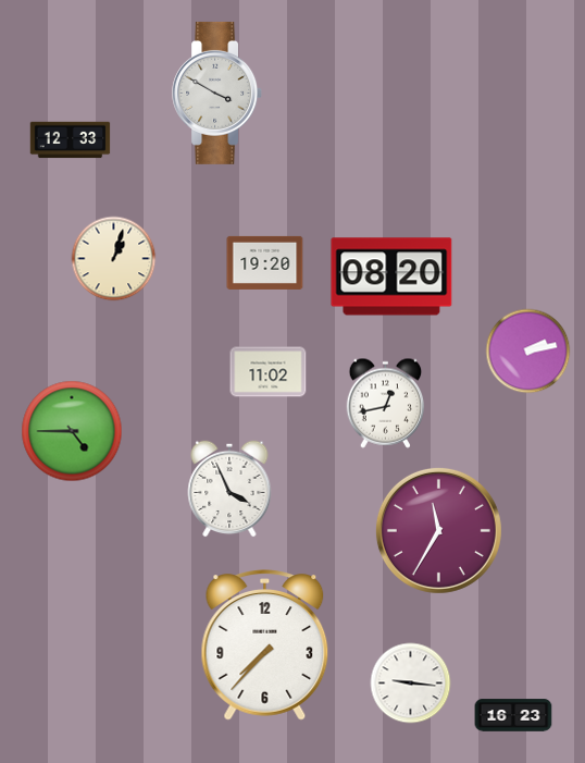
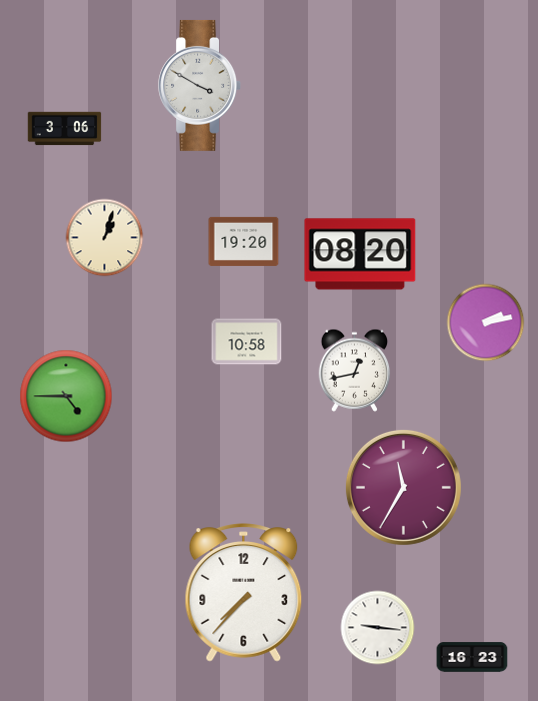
clock at (71, 140): 12:33 -> 3:06
clock at (269, 372): 11:02 -> 10:58
clock at (229, 489): 3:56 -> none
